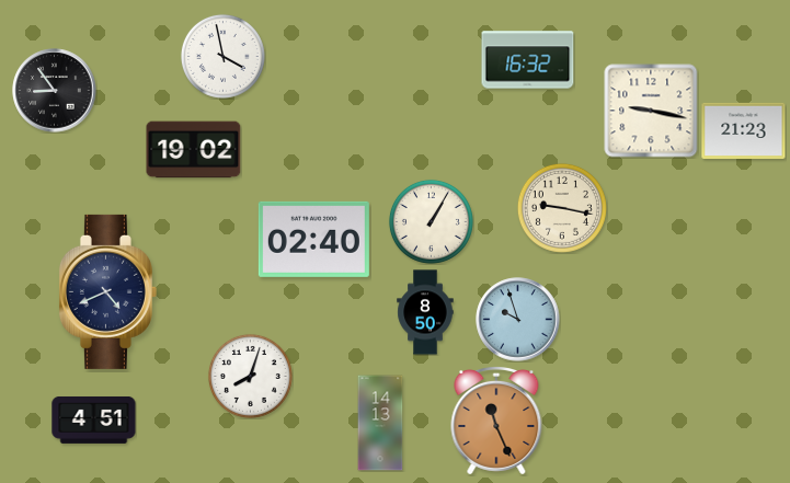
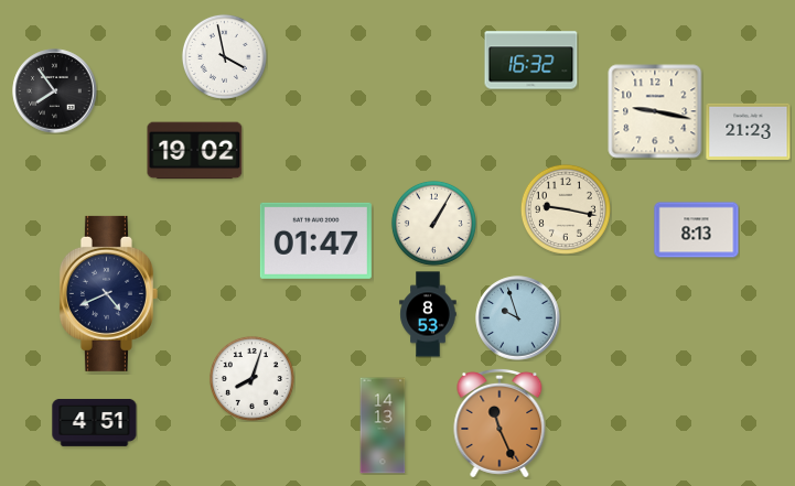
clock at (55, 91): 8:54 -> 7:54
clock at (697, 230): none -> 8:13
clock at (313, 239): 02:40 -> 01:47
clock at (425, 312): 8:50 -> 8:53
clock at (518, 320) position: (518, 320) -> (518, 318)
